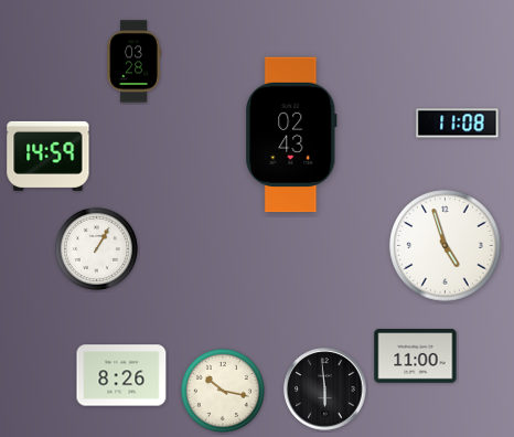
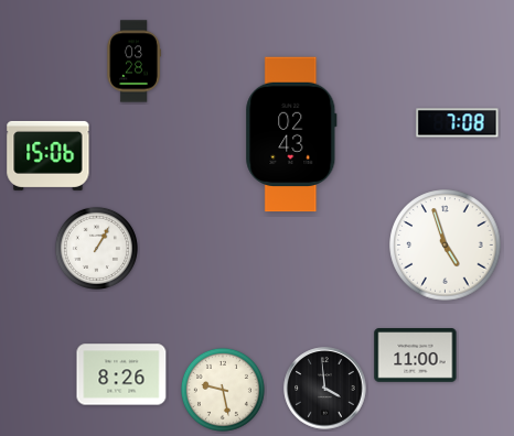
clock at (458, 124): 11:08 -> 7:08
clock at (49, 156): 14:59 -> 15:06
clock at (325, 390): 5:59 -> 3:59
clock at (223, 391): 10:17 -> 9:28
